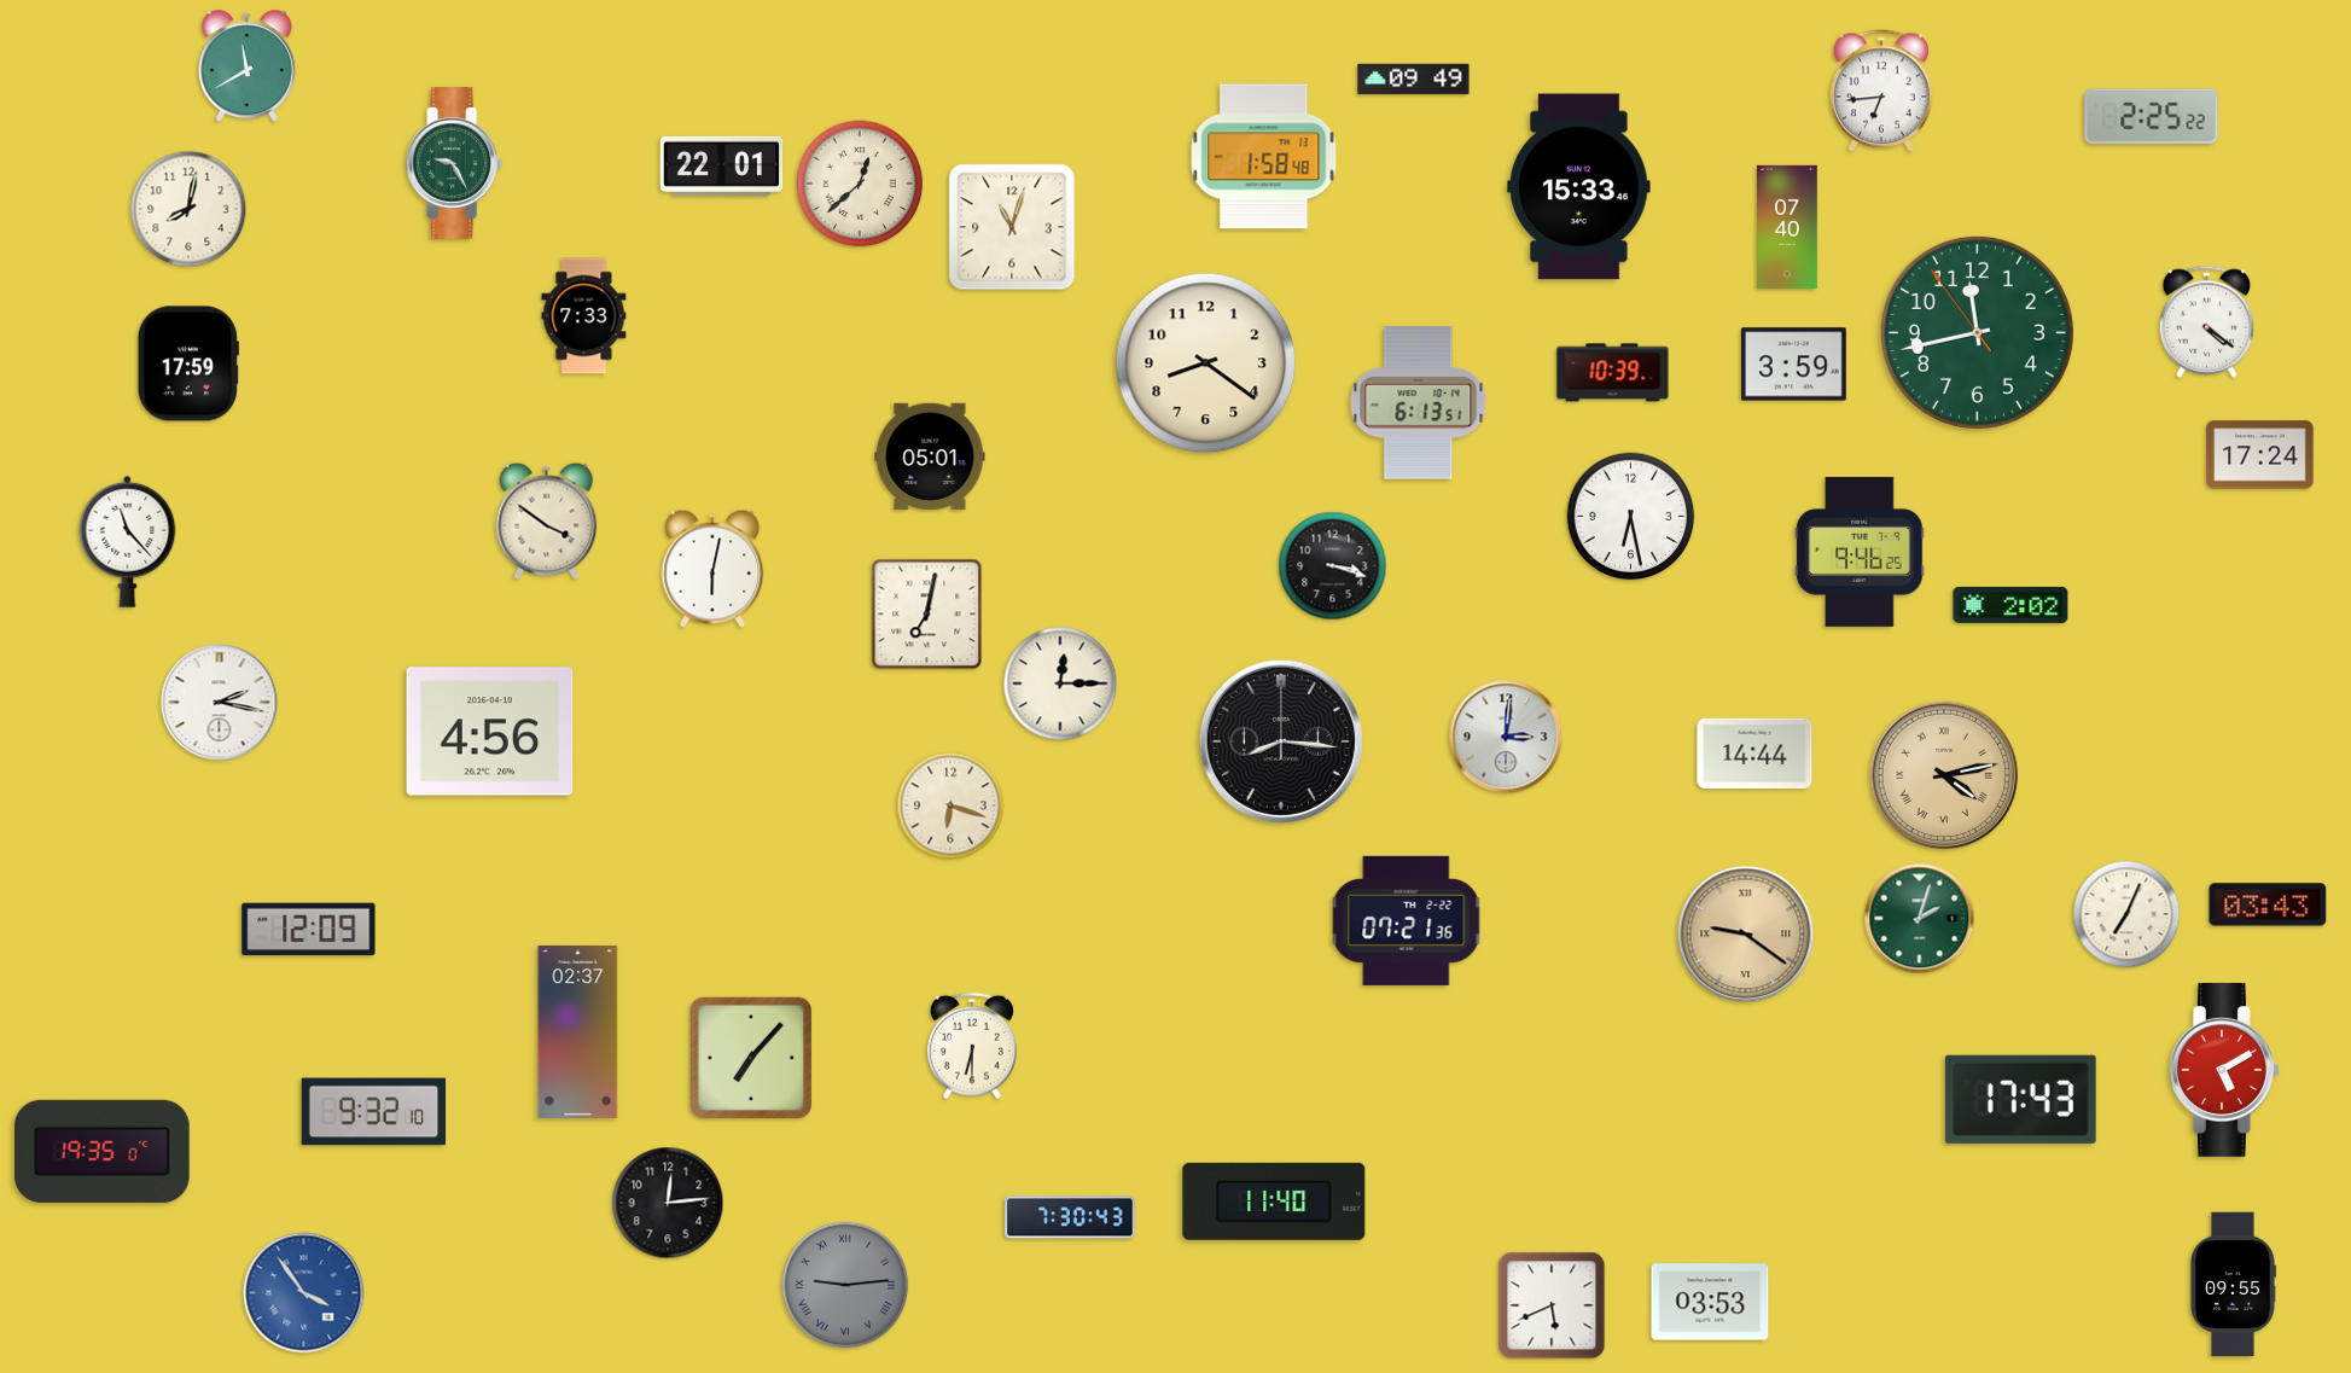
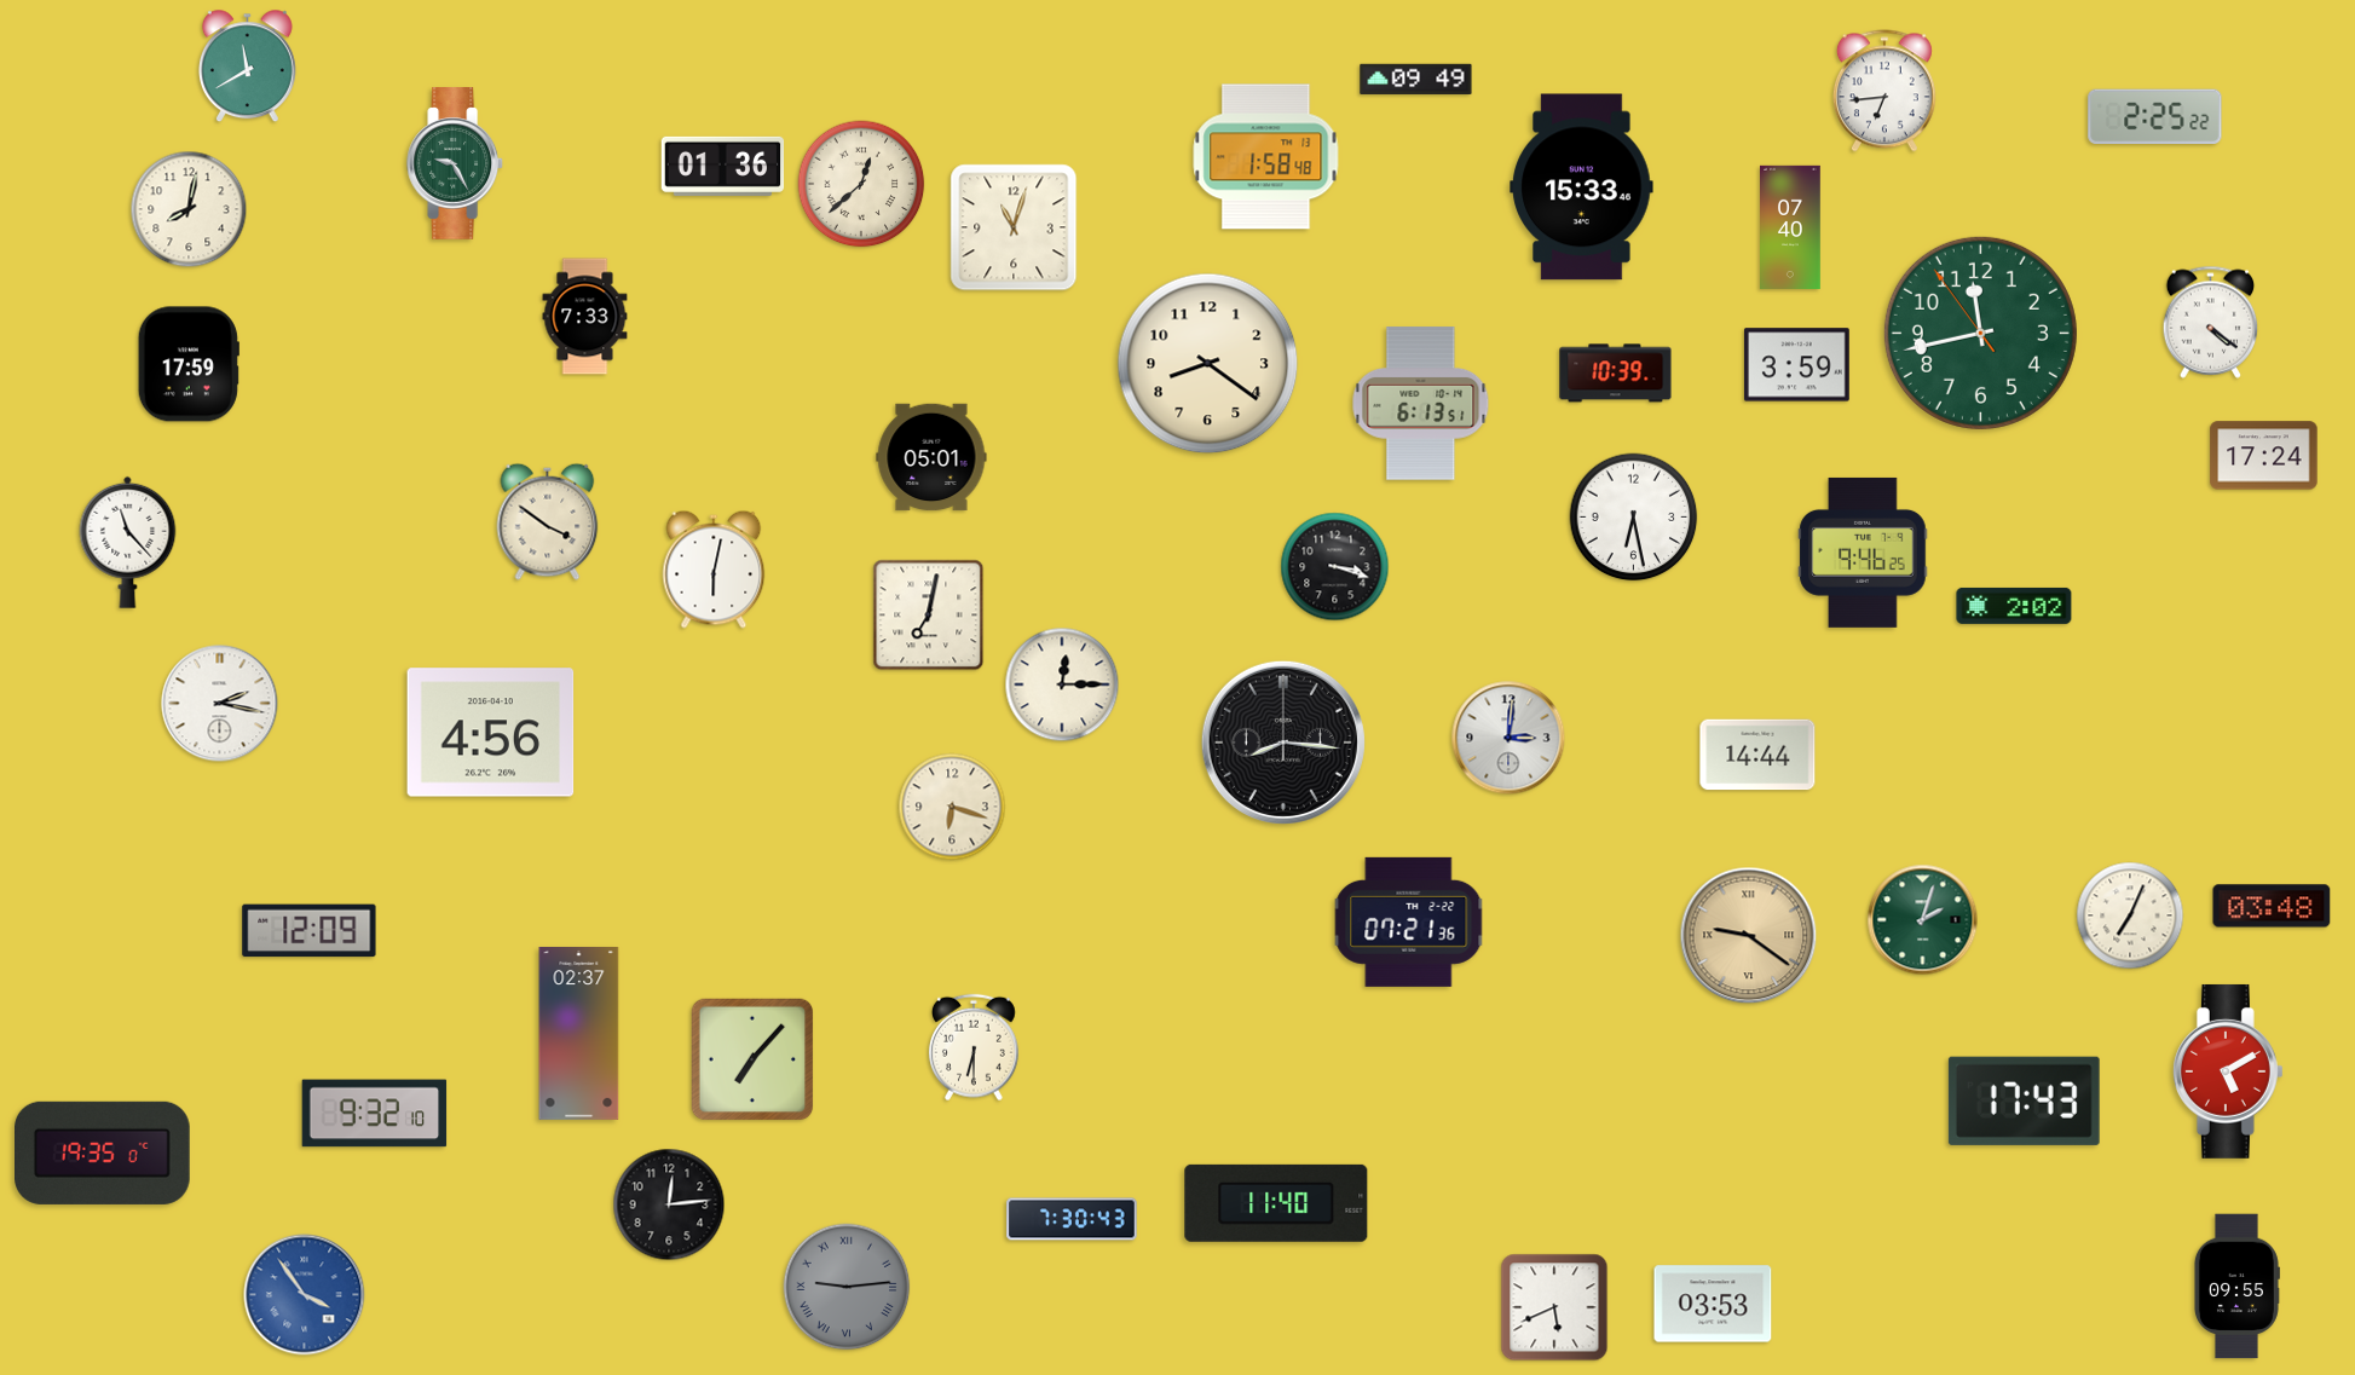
clock at (722, 165): 22:01 -> 01:36
clock at (1944, 775): 4:13 -> none
clock at (2268, 904): 03:43 -> 03:48
